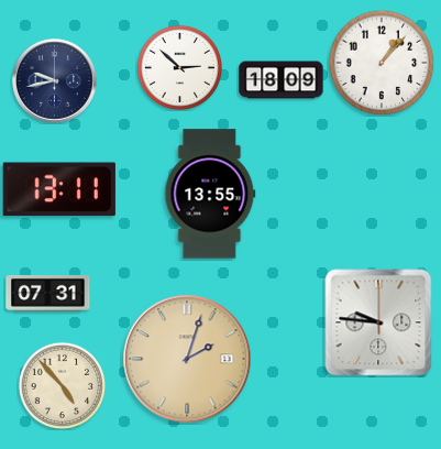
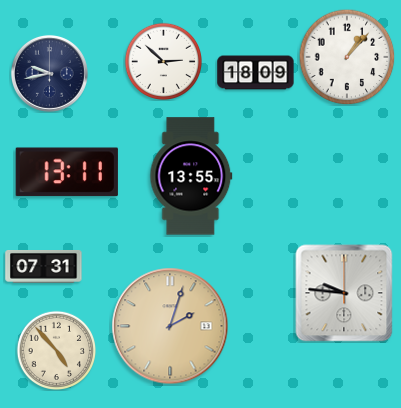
clock at (59, 189) position: (59, 189) -> (67, 172)
